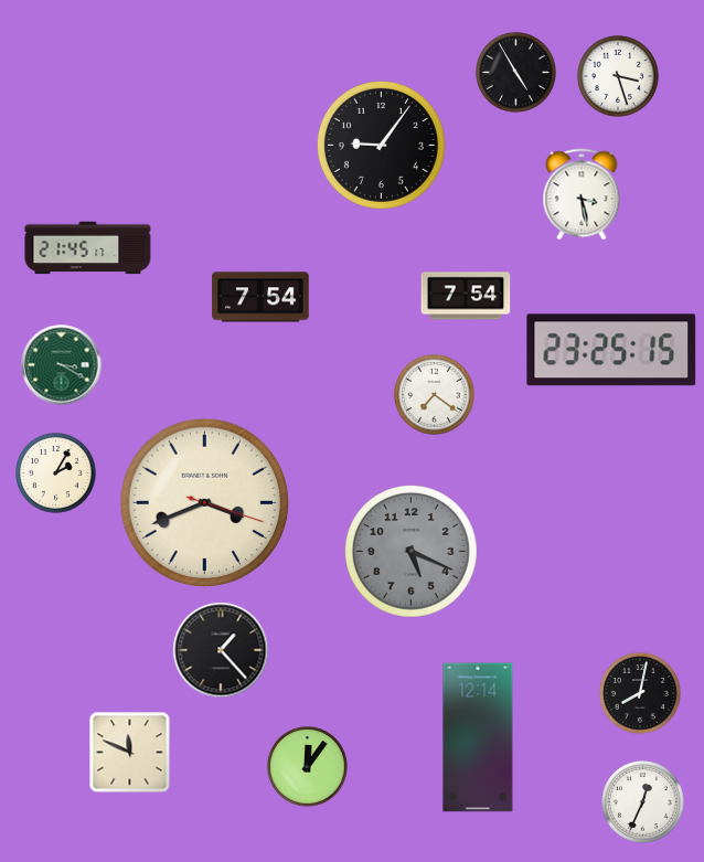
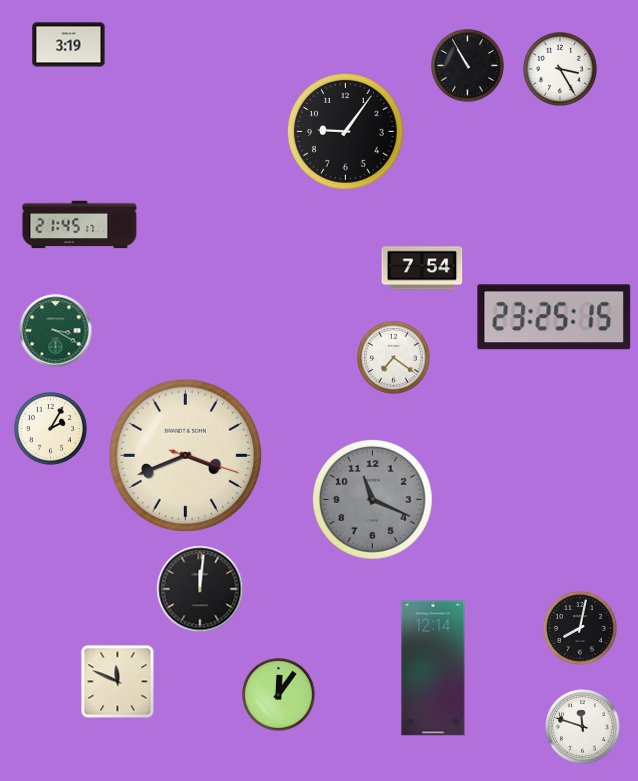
clock at (69, 45): none -> 3:19
clock at (516, 73): 4:55 -> 10:55
clock at (618, 76): 3:27 -> 3:25
clock at (582, 194): 3:28 -> none
clock at (260, 297): 7:54 -> none
clock at (410, 551): 5:19 -> 11:19
clock at (221, 650): 1:23 -> 12:01
clock at (643, 802): 12:34 -> 11:48
